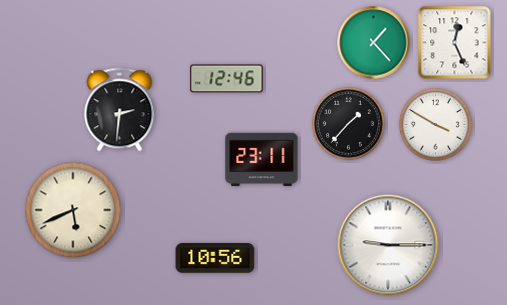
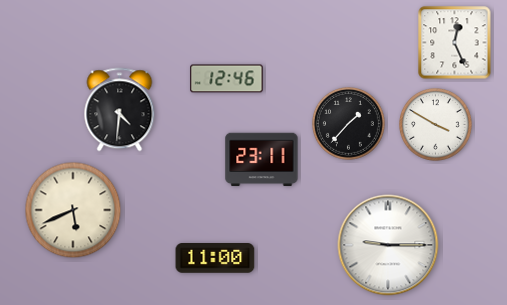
clock at (374, 43): 1:23 -> none
clock at (120, 110): 2:31 -> 4:31
clock at (215, 258): 10:56 -> 11:00
